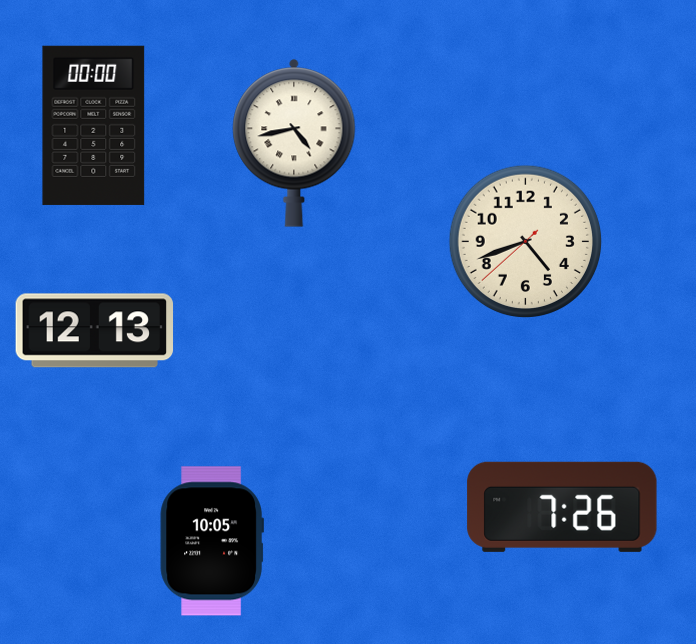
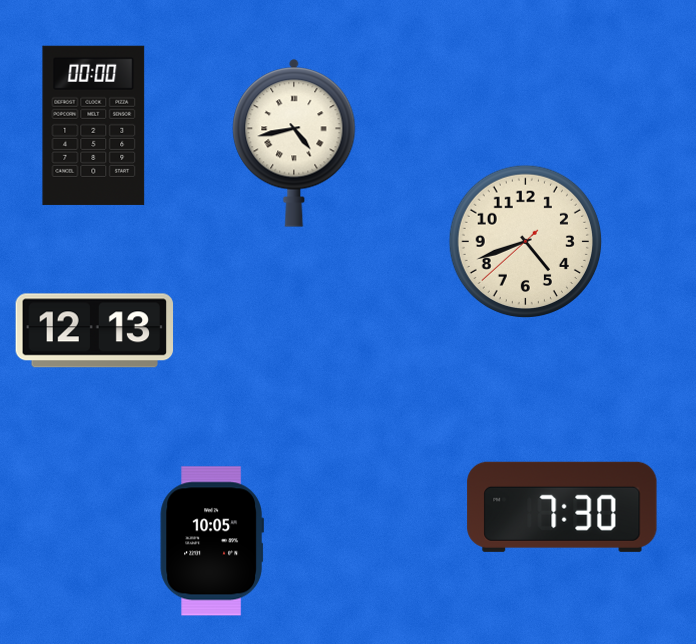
clock at (562, 507): 7:26 -> 7:30
